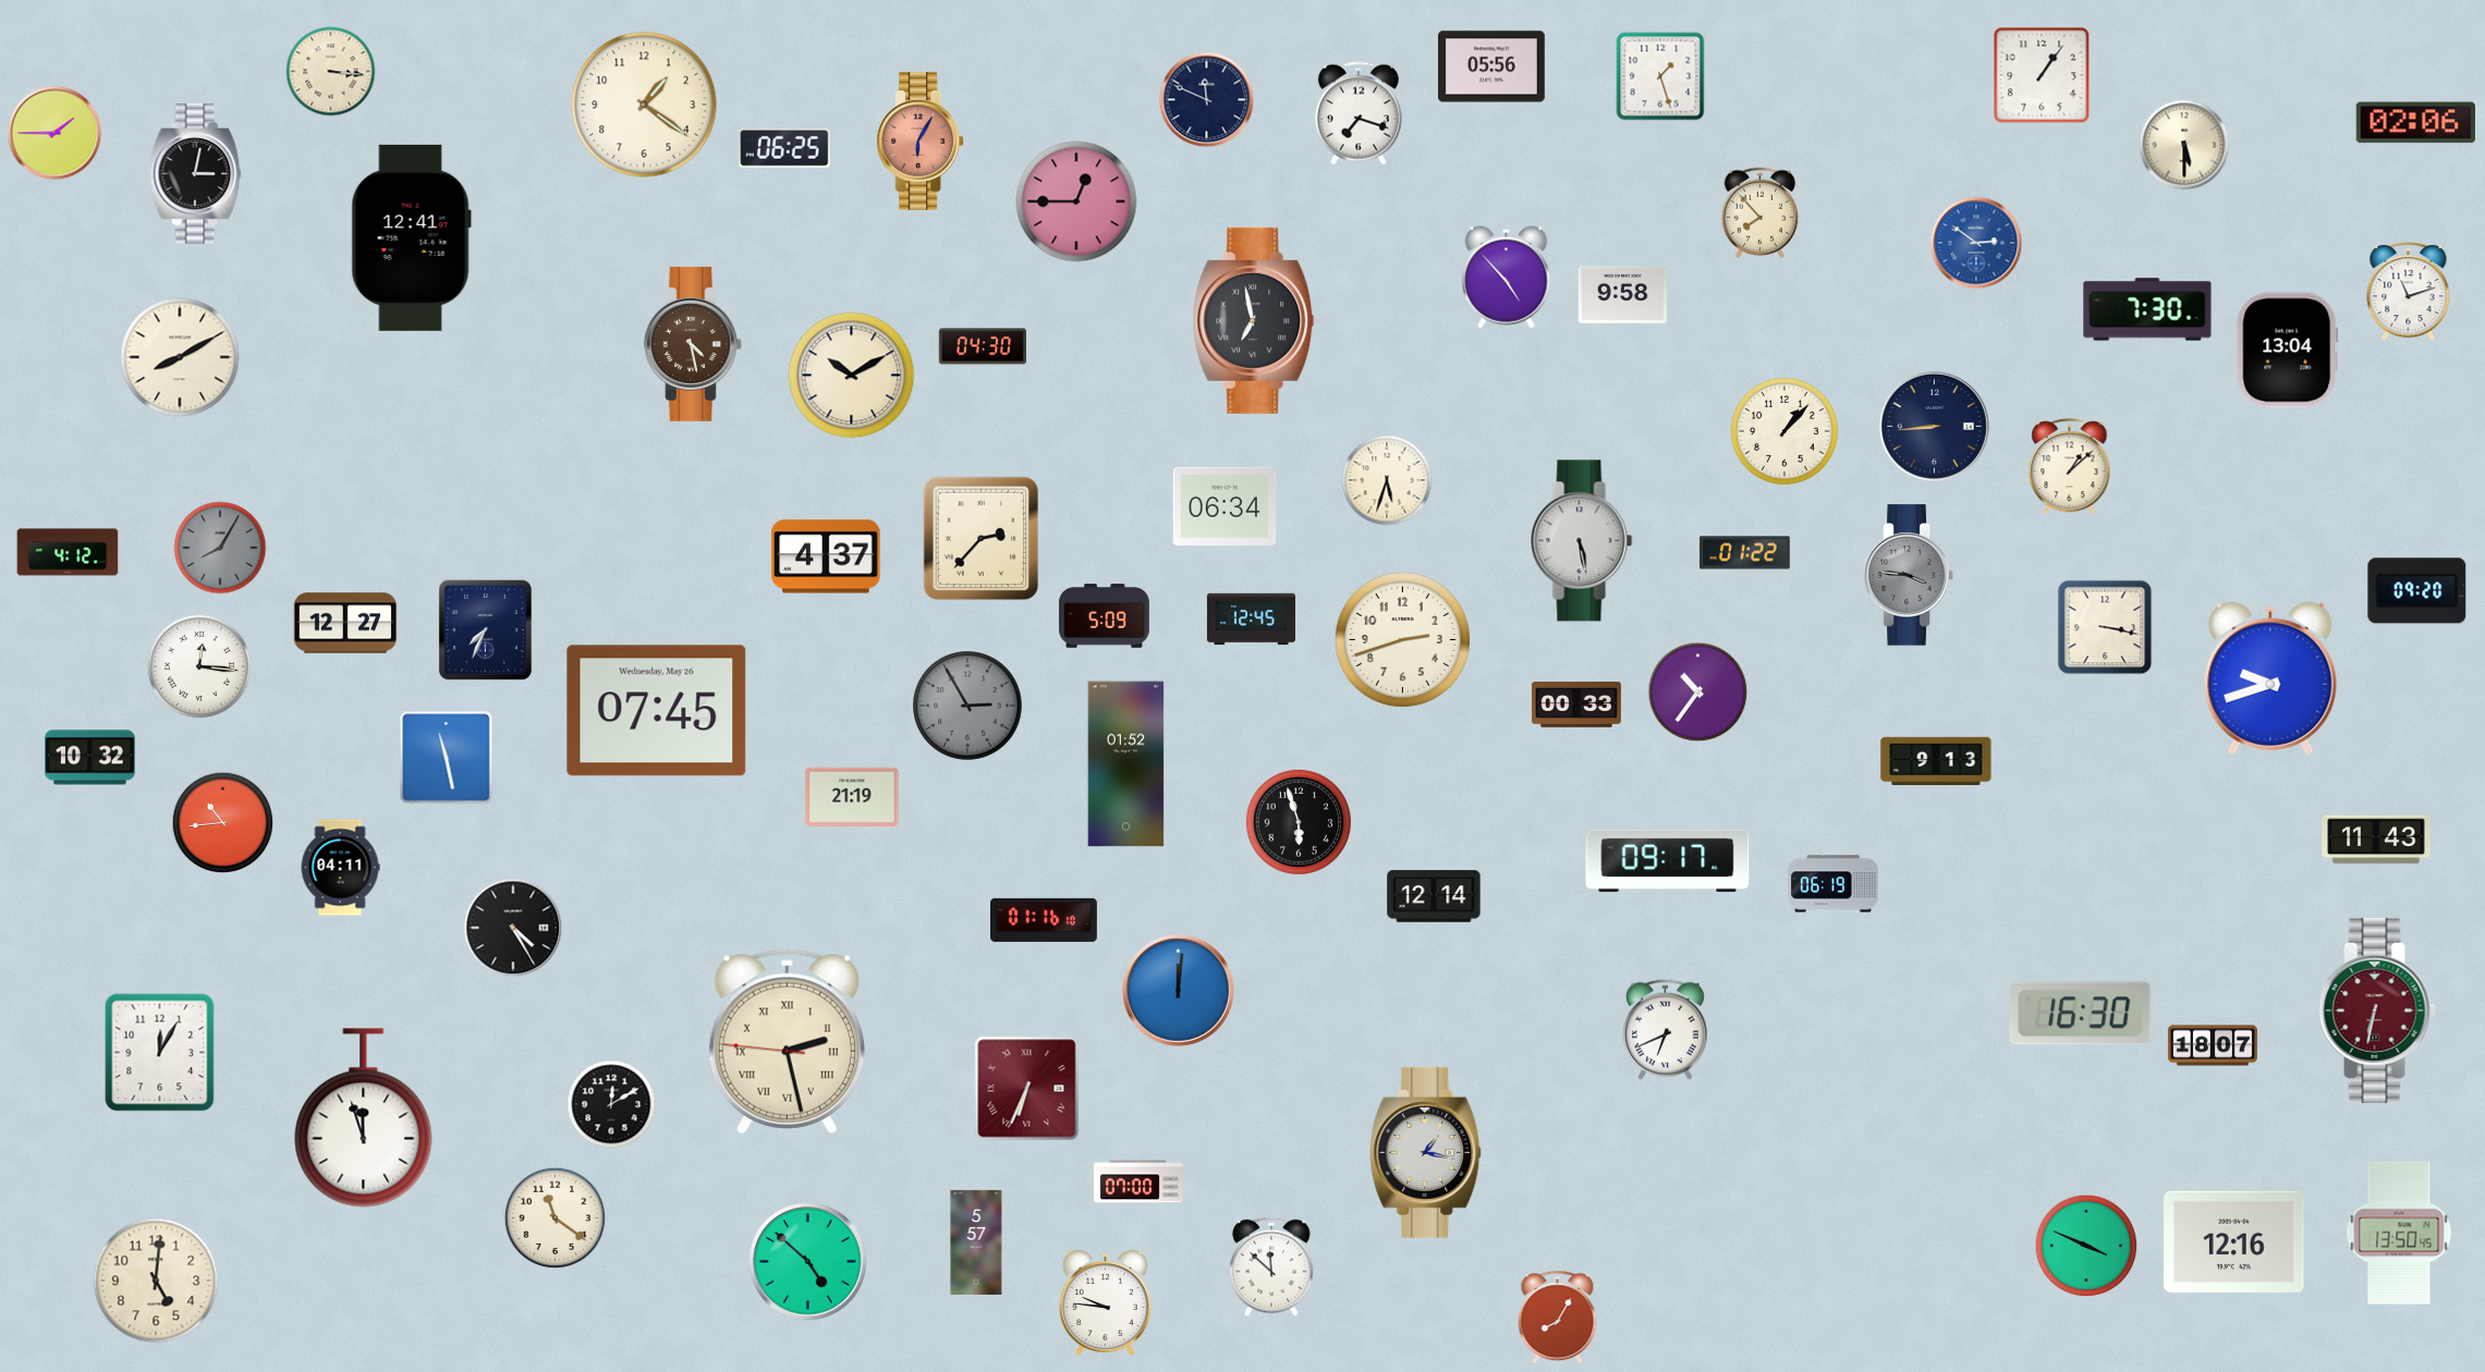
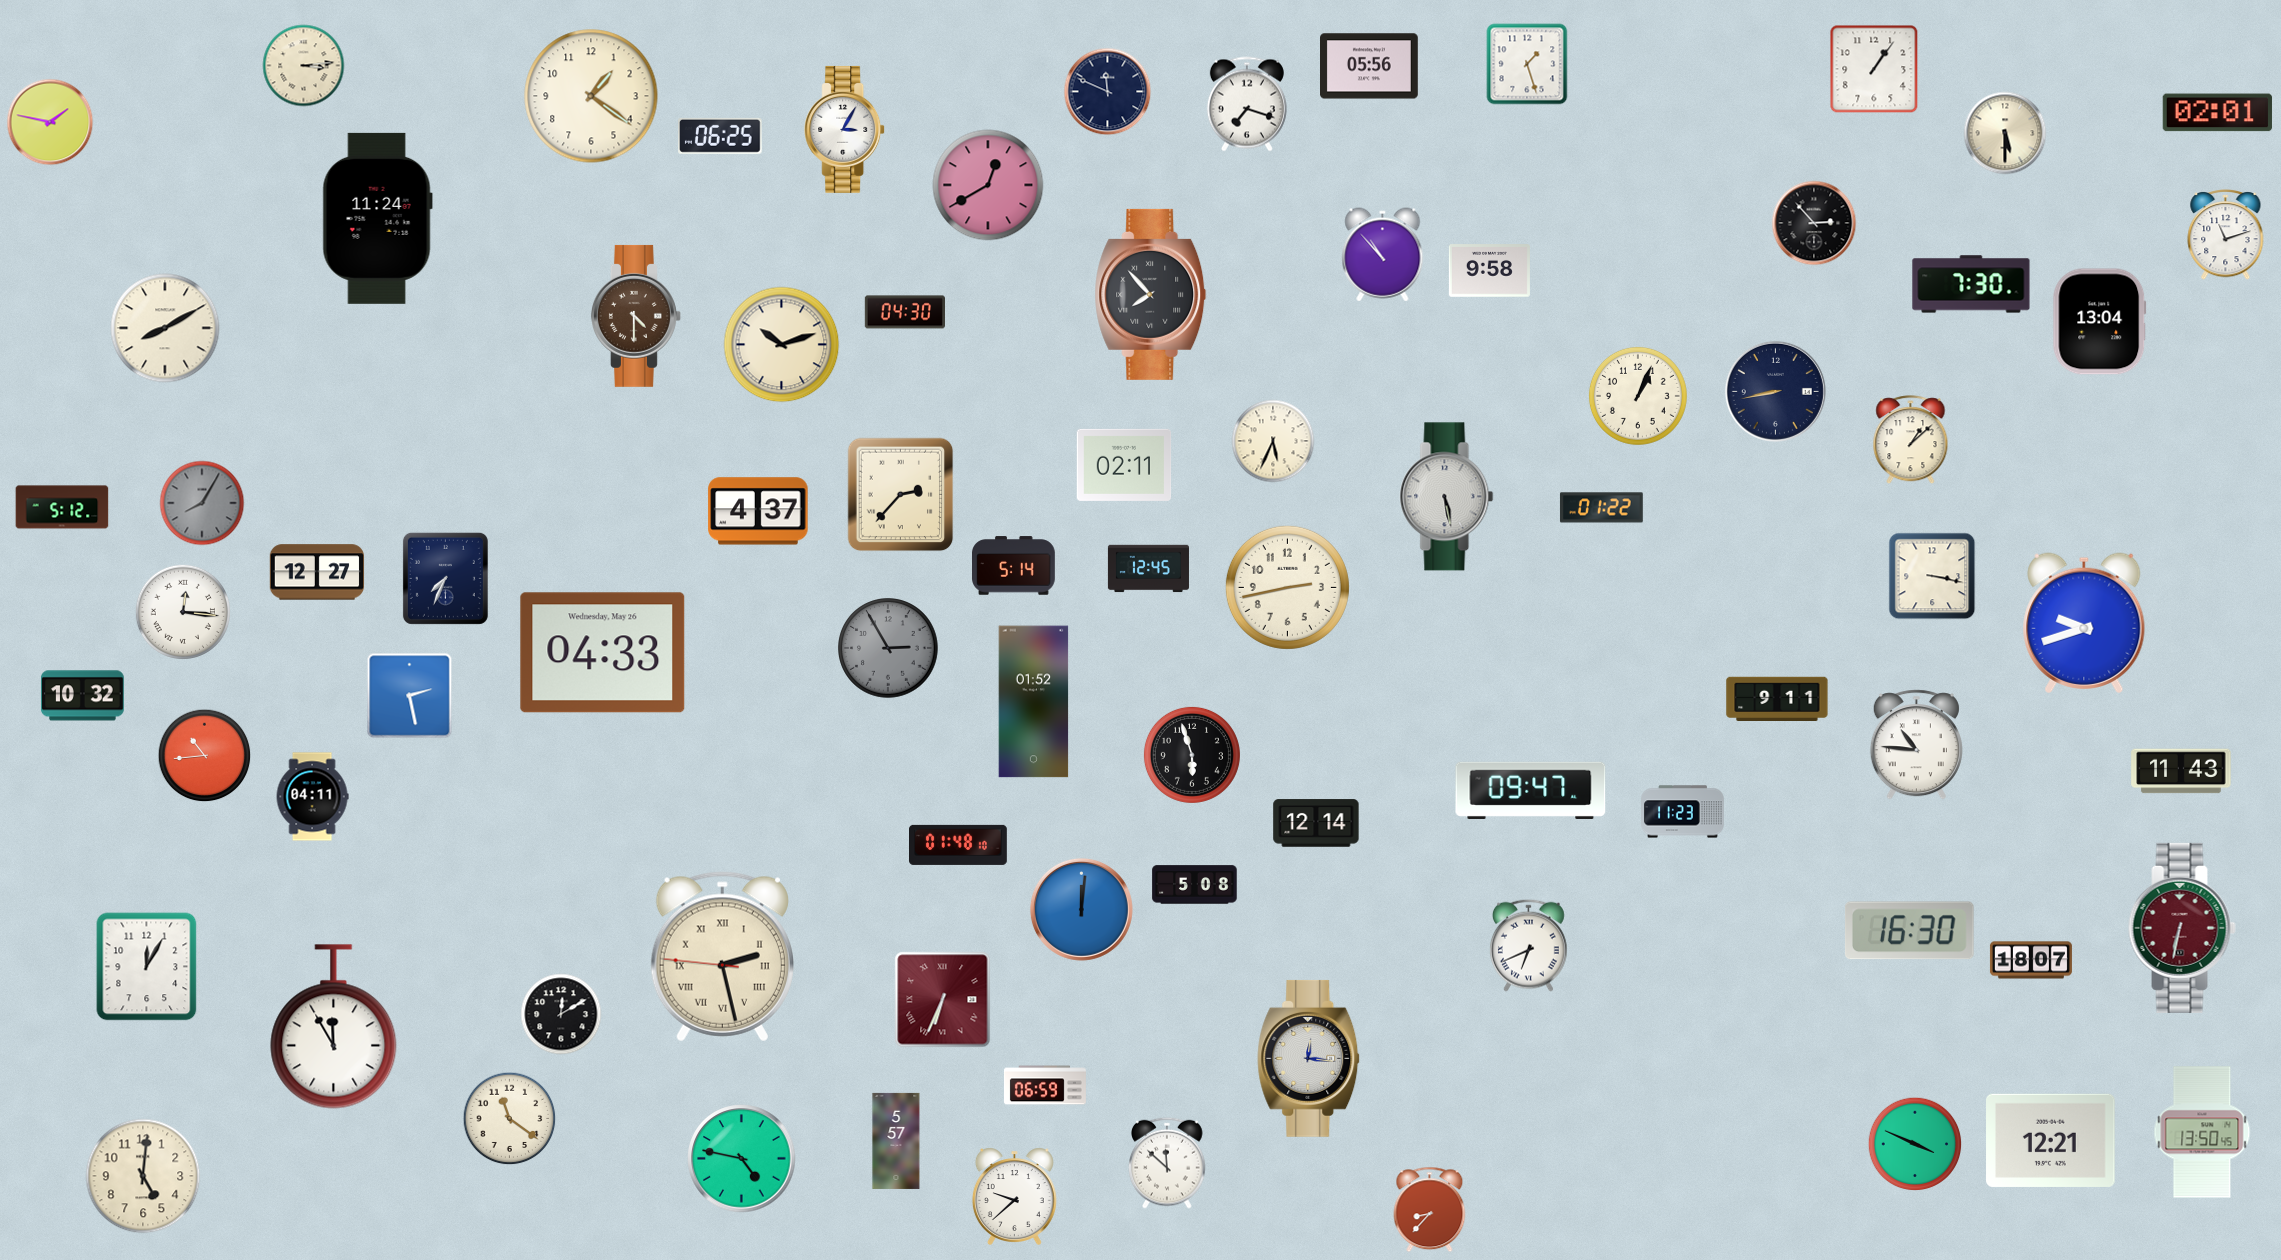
clock at (1493, 66) position: (1493, 66) -> (1370, 66)
clock at (331, 72): 3:16 -> 3:14
clock at (1660, 76) position: (1660, 76) -> (1527, 64)
clock at (2415, 123): 02:06 -> 02:01
clock at (54, 133): 1:45 -> 1:47
clock at (921, 140): 6:05 -> 3:05
clock at (921, 140) dial: salmon -> white
clock at (196, 174): 3:02 -> none
clock at (1076, 201): 12:45 -> 12:40
clock at (1761, 213): 7:53 -> none
clock at (411, 237): 12:41 -> 11:24
clock at (1976, 243): 2:51 -> 2:53
clock at (1976, 243) dial: blue -> black
clock at (1507, 278): 4:53 -> 10:53
clock at (2409, 291) position: (2409, 291) -> (2226, 234)
clock at (1254, 320): 6:58 -> 7:53
clock at (693, 344): 4:28 -> 4:30
clock at (982, 346) position: (982, 346) -> (904, 312)
clock at (852, 376): 10:10 -> 10:12
clock at (1934, 426): 8:44 -> 8:43
clock at (1784, 431): 1:07 -> 1:04
clock at (2070, 467) position: (2070, 467) -> (1911, 440)
clock at (1387, 480): 5:33 -> 5:34
clock at (1225, 506): 06:34 -> 02:11
clock at (1582, 541) position: (1582, 541) -> (1447, 497)
clock at (68, 552): 4:12 -> 5:12
clock at (1909, 575): 3:46 -> none
clock at (2417, 591): 09:20 -> none
clock at (1105, 616): 5:09 -> 5:14
clock at (1402, 639): 2:42 -> 2:43
clock at (1698, 693): 10:36 -> none
clock at (1576, 705): 00:33 -> none
clock at (657, 711): 07:45 -> 04:33
clock at (447, 758): 11:28 -> 2:28
clock at (1936, 760): 9:13 -> 9:11
clock at (852, 796): 21:19 -> none
clock at (1916, 745): none -> 10:46
clock at (1668, 860): 09:17 -> 09:47
clock at (1834, 884): 06:19 -> 11:23
clock at (1045, 920): 01:16 -> 01:48
clock at (513, 928): 4:25 -> none
clock at (1195, 885): none -> 5:08
clock at (364, 1118): 11:57 -> 11:55
clock at (1426, 1152): 1:17 -> 12:16
clock at (1138, 1181): 07:00 -> 06:59
clock at (2234, 1241): 12:16 -> 12:21
clock at (808, 1262): 4:52 -> 4:47
clock at (1105, 1302): 9:46 -> 9:38
clock at (1558, 1318): 8:05 -> 8:37
